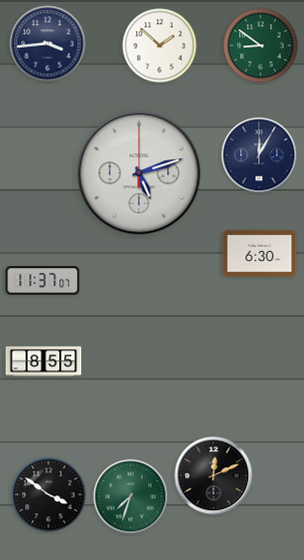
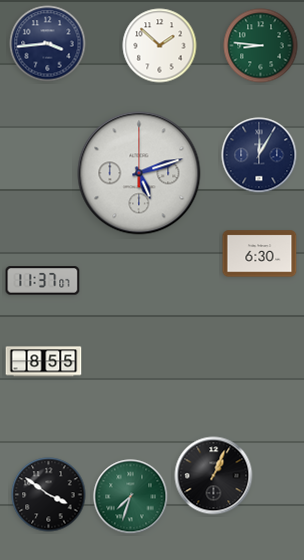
clock at (261, 46): 8:51 -> 8:46
clock at (214, 476): 12:11 -> 1:04
